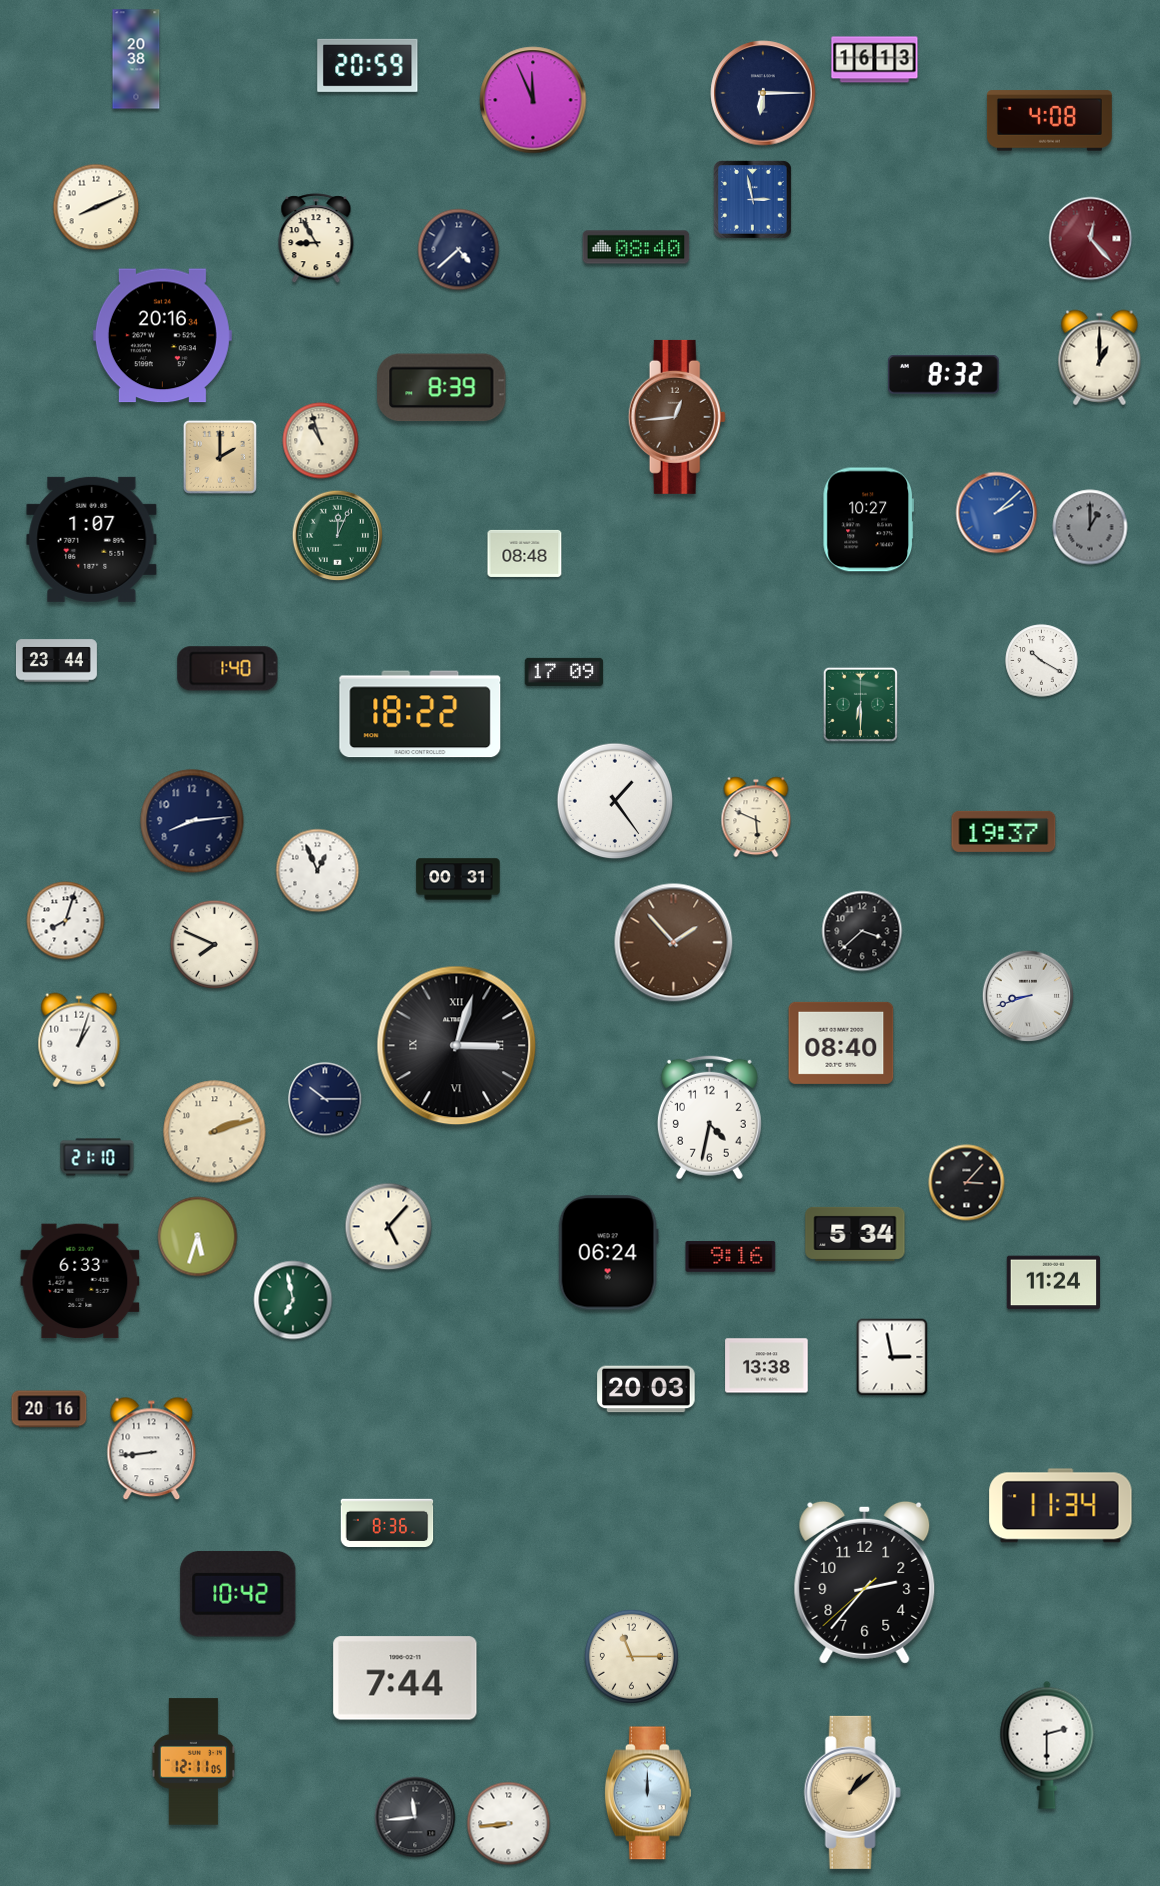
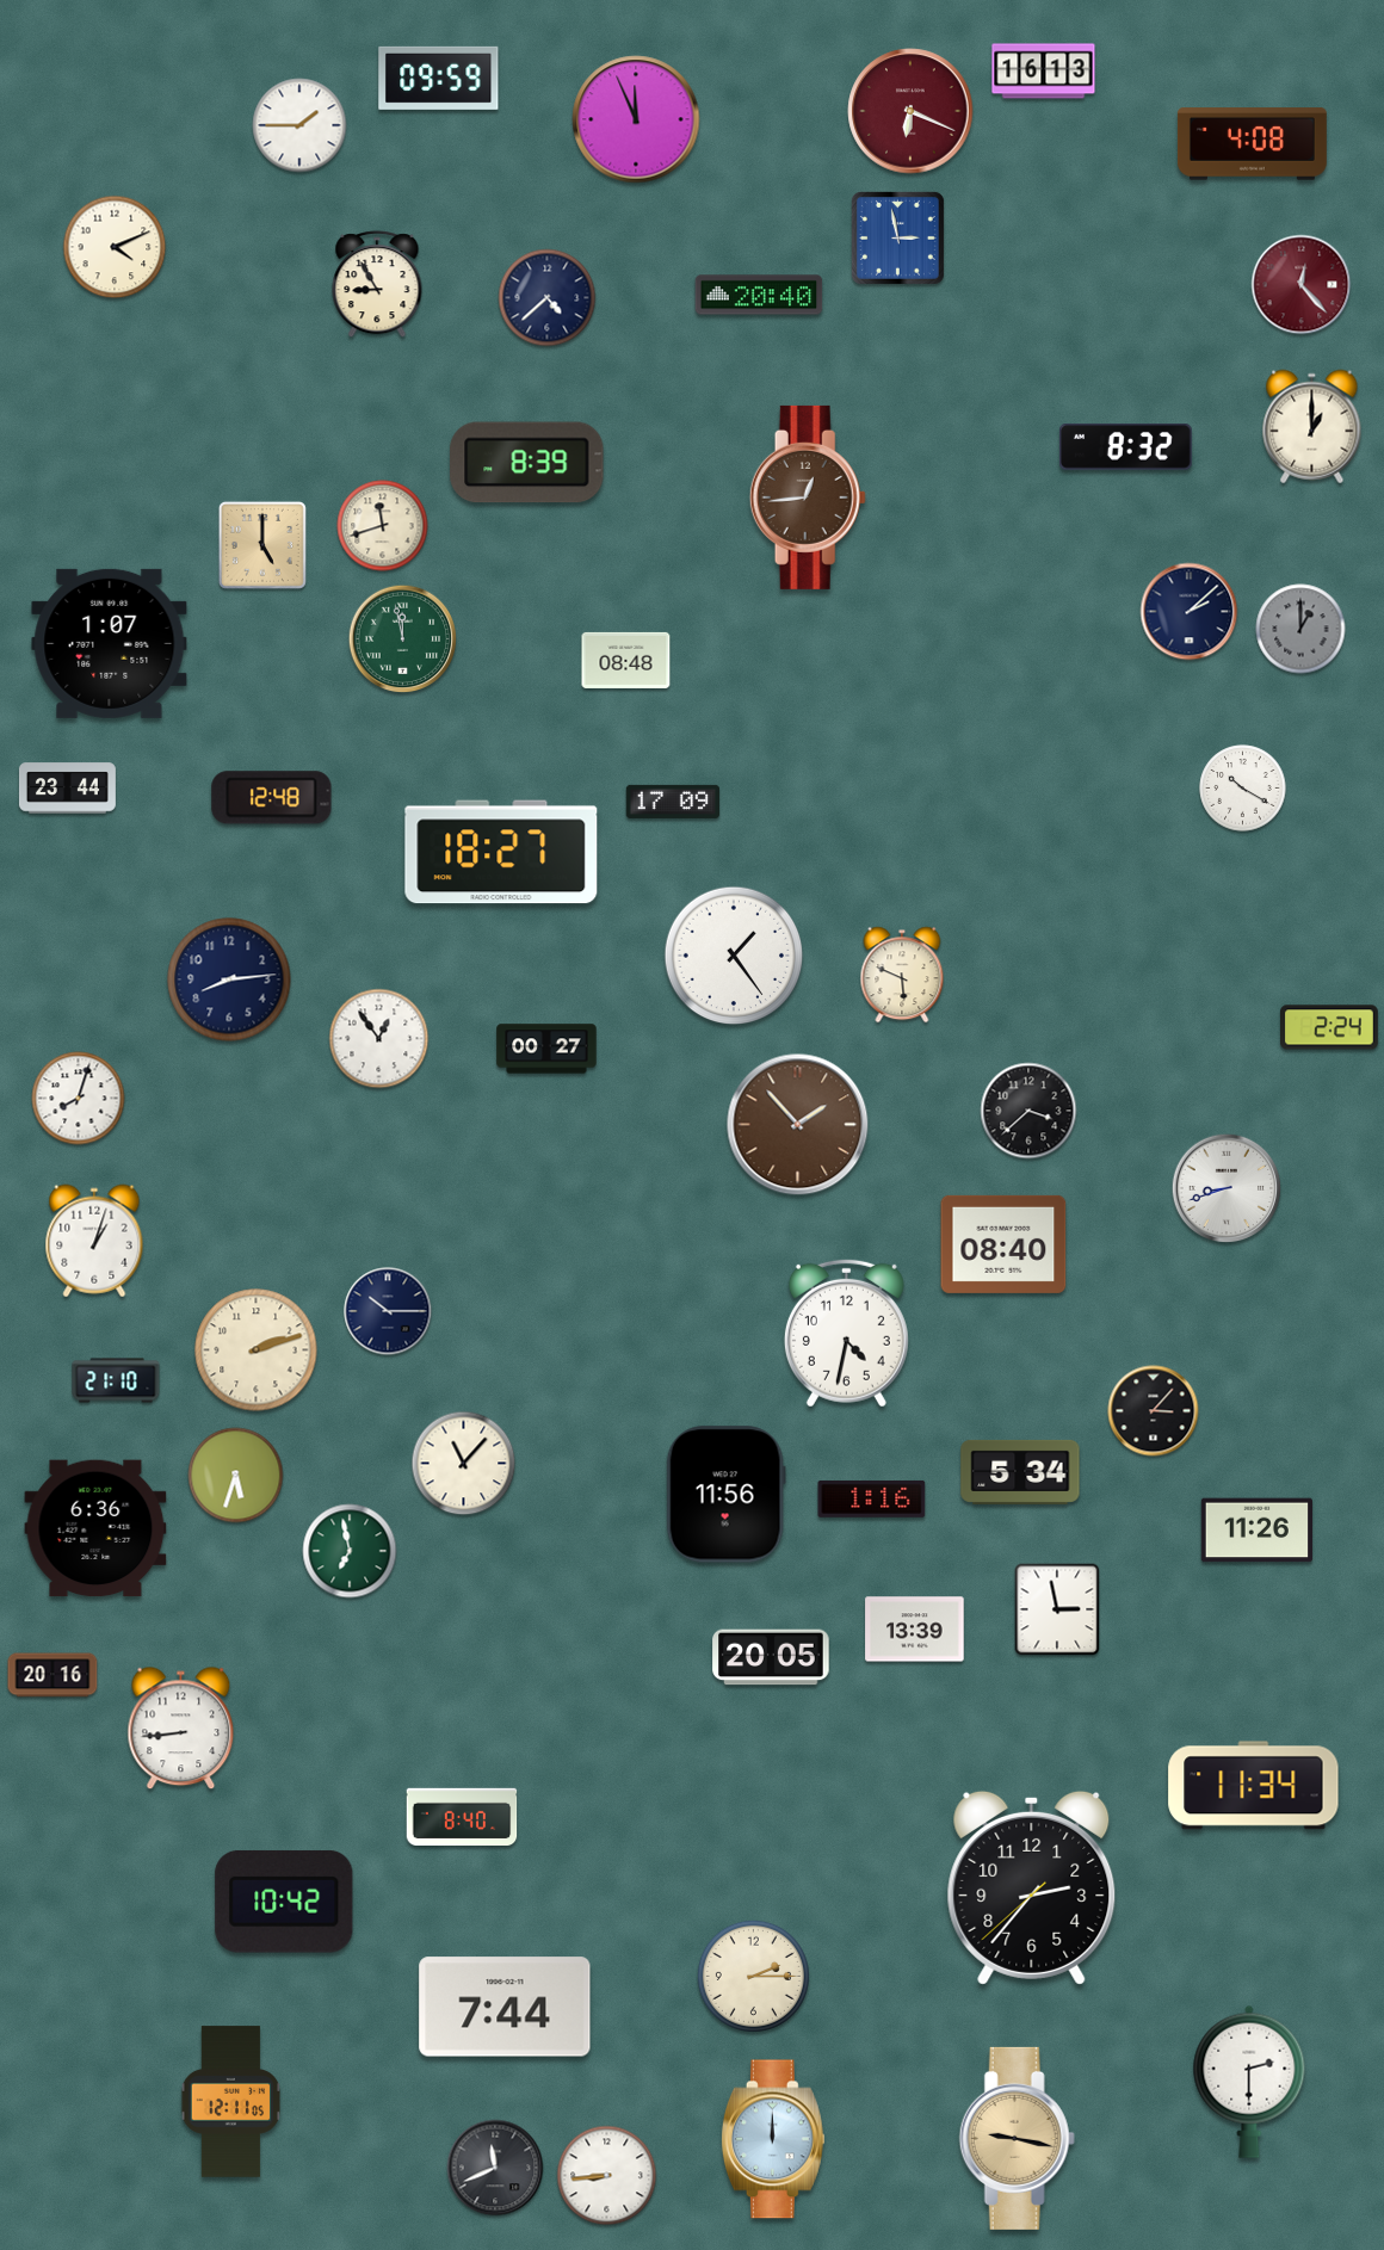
clock at (136, 59): 20:38 -> none
clock at (368, 65): 20:59 -> 09:59
clock at (763, 93): 6:15 -> 6:19
clock at (763, 93) dial: navy -> burgundy
clock at (299, 125): none -> 1:45
clock at (96, 207): 8:11 -> 4:11
clock at (636, 247): 08:40 -> 20:40
clock at (162, 336): 20:16 -> none
clock at (321, 441): 10:57 -> 11:42
clock at (220, 457): 2:00 -> 5:00
clock at (997, 513) dial: blue -> navy
clock at (869, 520): 10:27 -> none
clock at (338, 536): 12:04 -> 11:58
clock at (228, 669): 1:40 -> 12:48
clock at (860, 704): 6:30 -> none
clock at (420, 714): 18:22 -> 18:27
clock at (1004, 831): 19:37 -> none
clock at (1329, 1027): none -> 2:24
clock at (318, 871): 12:56 -> 12:54
clock at (458, 879): 00:31 -> 00:27
clock at (674, 943) position: (674, 943) -> (798, 1125)
clock at (215, 945): 7:49 -> none
clock at (457, 1046): 3:03 -> none
clock at (389, 1227): 5:07 -> 11:07
clock at (608, 1253): 06:24 -> 11:56
clock at (731, 1256): 9:16 -> 1:16
clock at (80, 1281): 6:33 -> 6:36
clock at (1053, 1283): 11:24 -> 11:26
clock at (892, 1357) position: (892, 1357) -> (1057, 1609)
clock at (767, 1366): 13:38 -> 13:39
clock at (646, 1389): 20:03 -> 20:05
clock at (49, 1409) position: (49, 1409) -> (52, 1675)
clock at (1061, 1506) position: (1061, 1506) -> (1254, 1786)
clock at (387, 1522): 8:36 -> 8:40
clock at (631, 1656): 11:15 -> 2:15
clock at (405, 1678) position: (405, 1678) -> (505, 2007)
clock at (852, 1792): 1:08 -> 9:17
clock at (415, 1817): 11:44 -> 11:41
